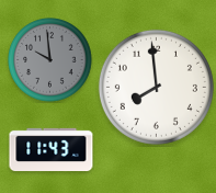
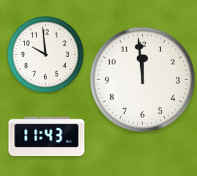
clock at (50, 60) dial: grey -> white
clock at (156, 87): 7:59 -> 11:59
